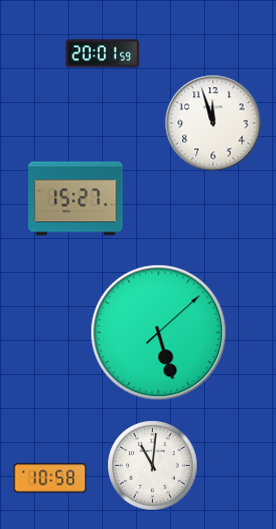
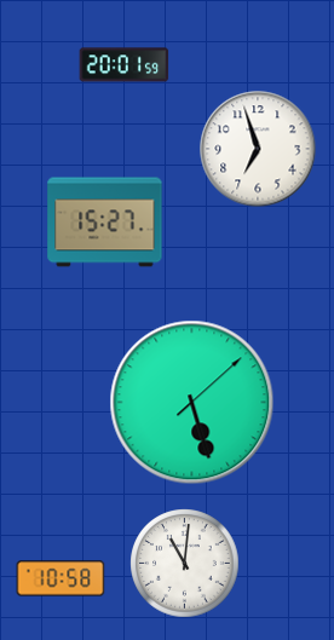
clock at (213, 123): 11:57 -> 6:57
clock at (76, 199) position: (76, 199) -> (105, 223)
